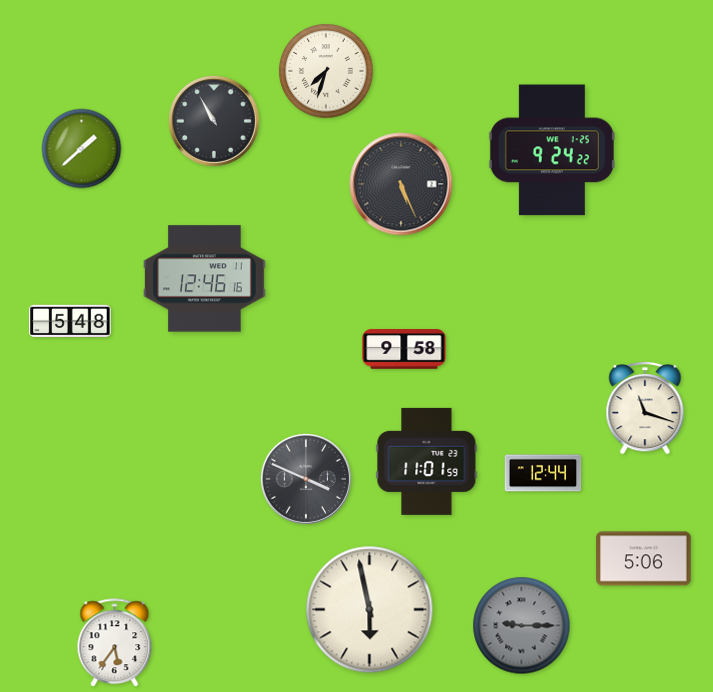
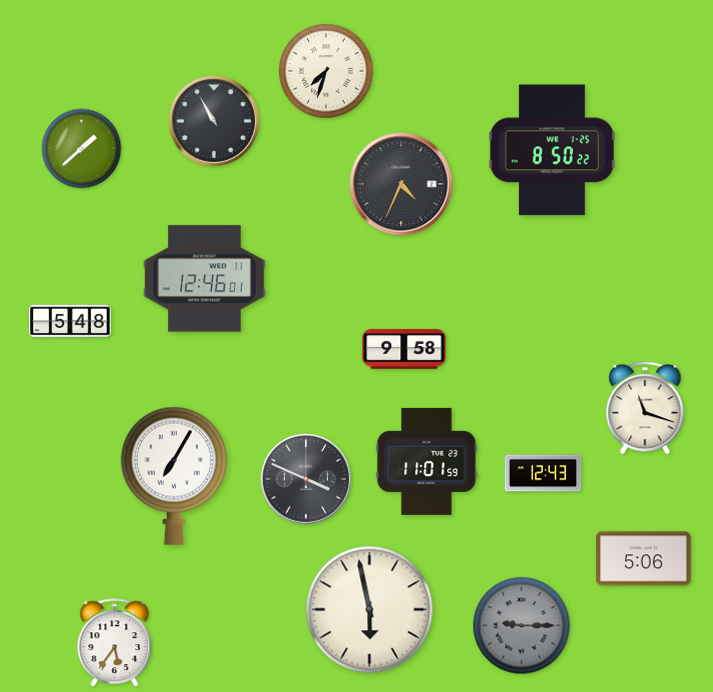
clock at (552, 150): 9:24 -> 8:50
clock at (401, 184): 5:26 -> 4:34
clock at (205, 279): 12:46:16 -> 12:46:01
clock at (543, 473): 12:44 -> 12:43
clock at (174, 476): none -> 7:05
